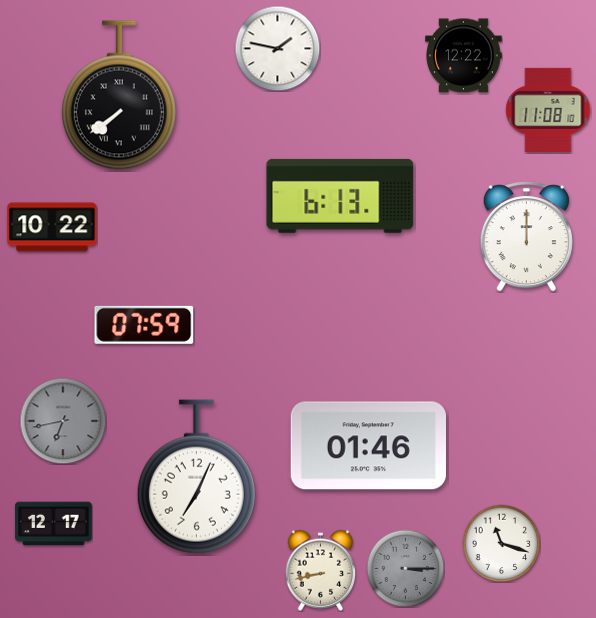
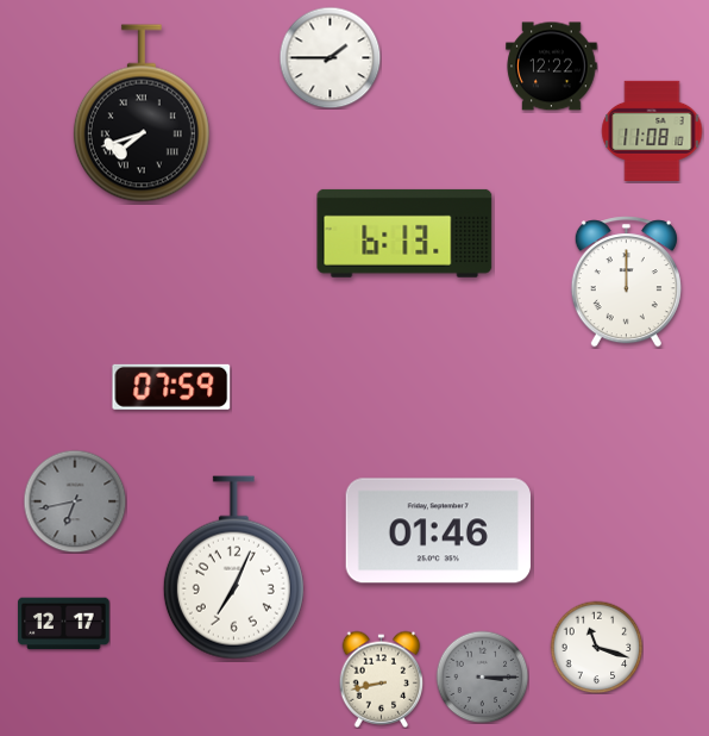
clock at (277, 48): 1:47 -> 1:45
clock at (119, 95): 7:39 -> 7:42
clock at (52, 227): 10:22 -> none
